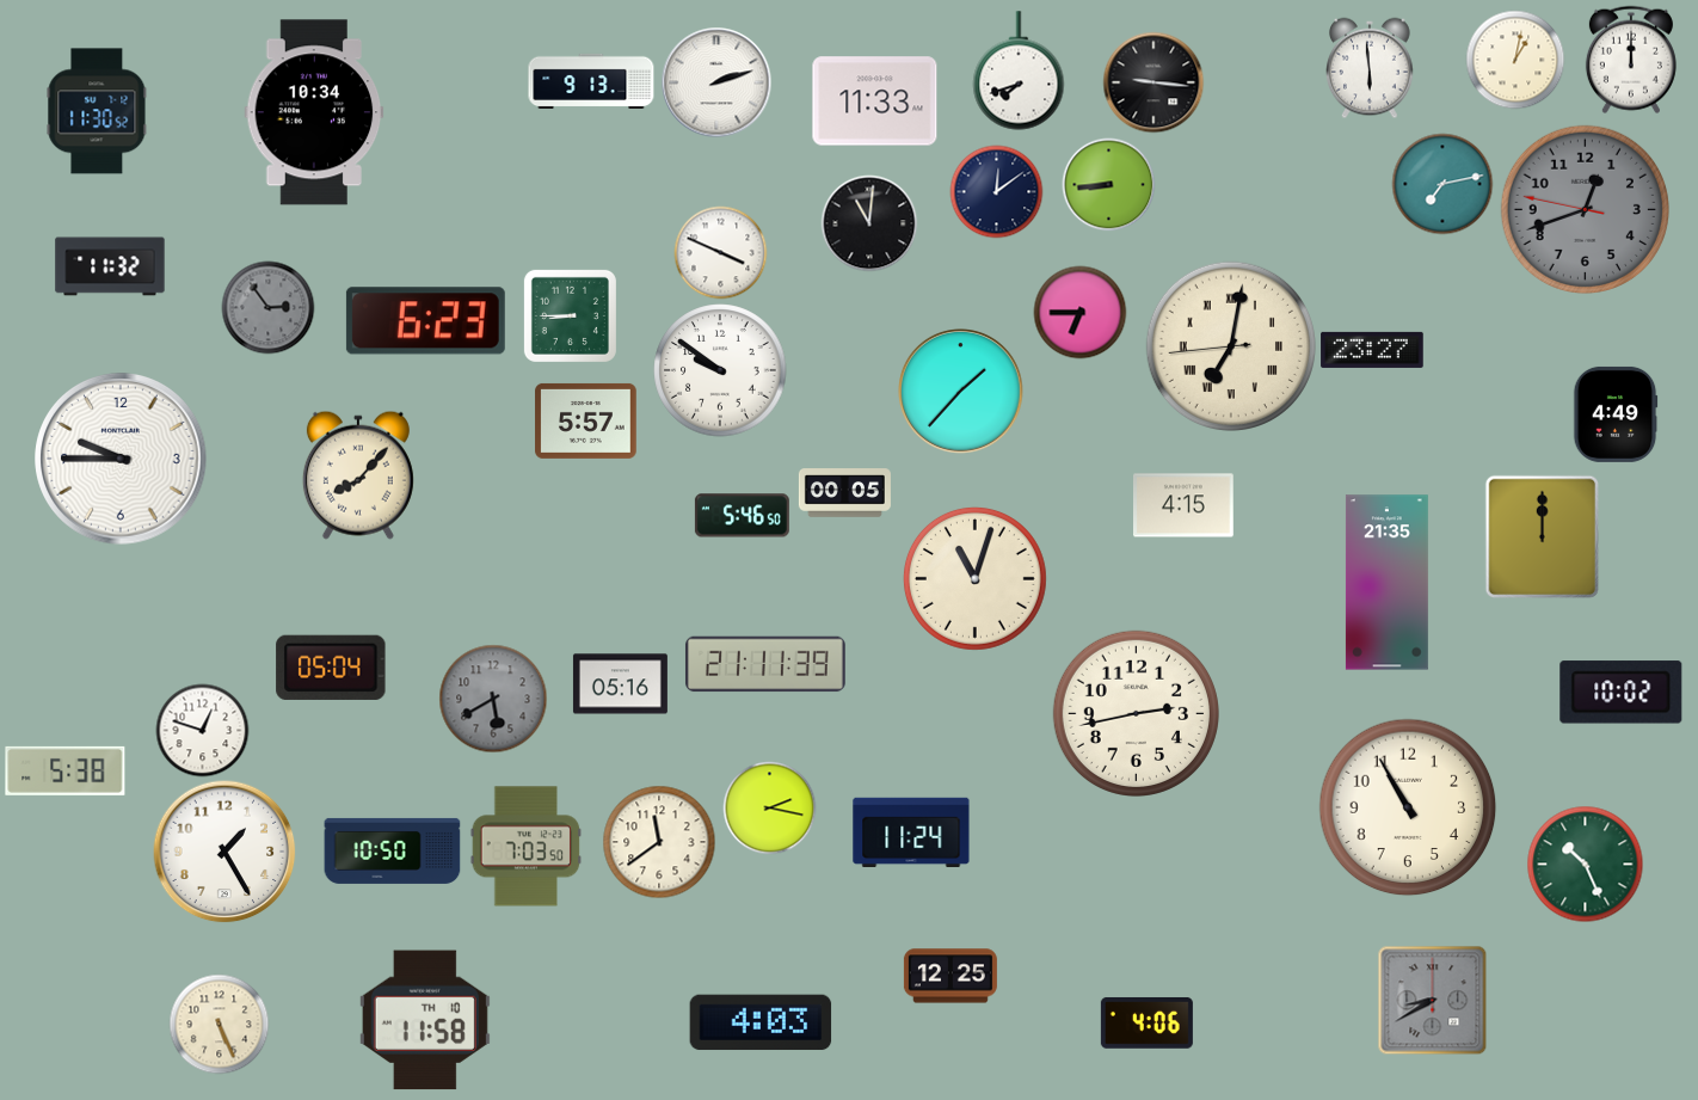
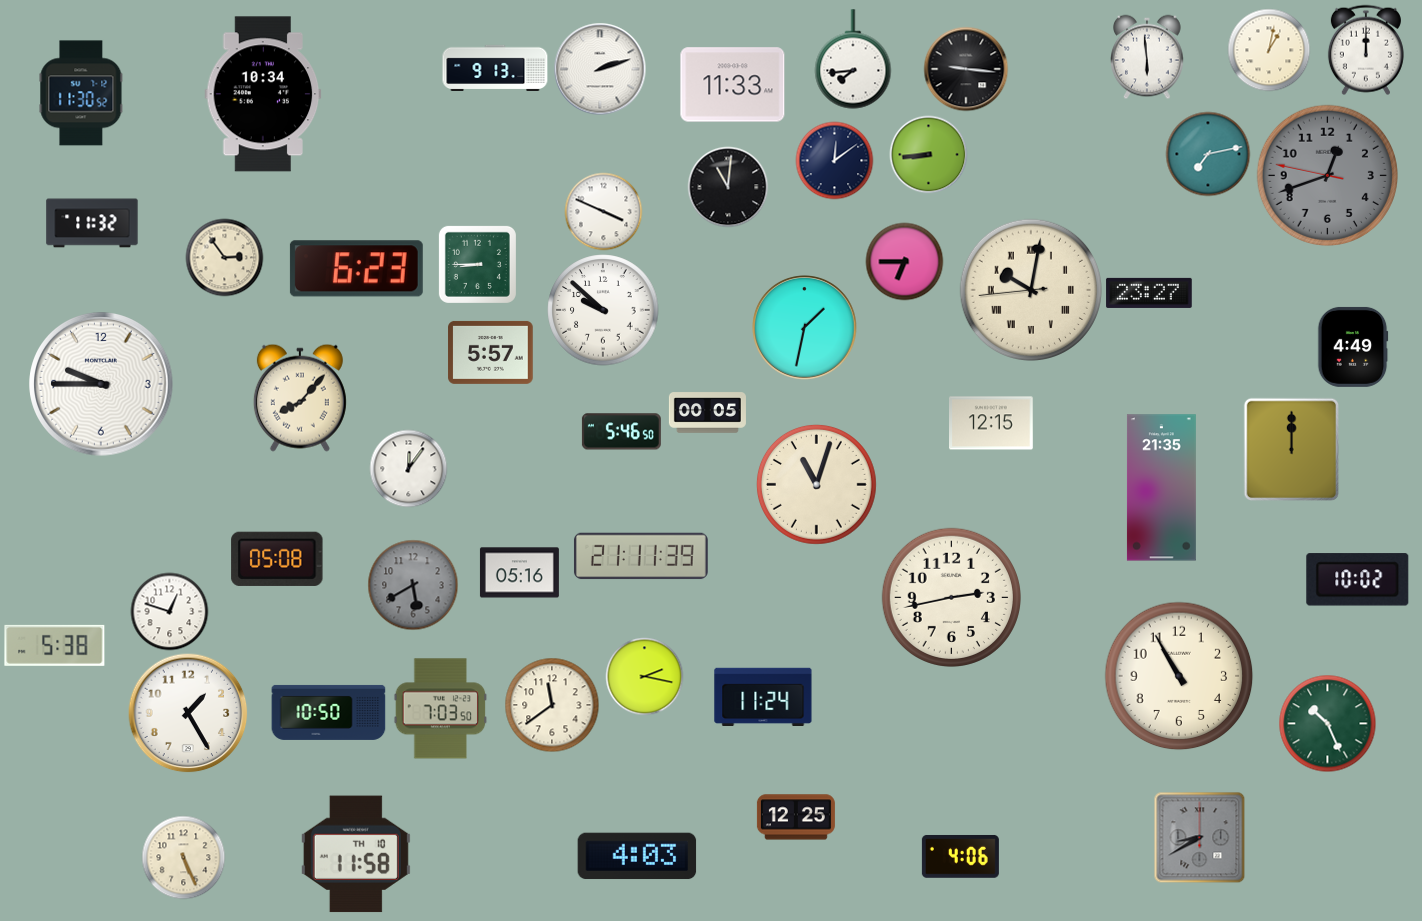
clock at (1019, 70): 7:42 -> 7:44
clock at (267, 307) dial: grey -> cream
clock at (1230, 345): 7:01 -> 10:01
clock at (720, 370): 9:51 -> 9:52
clock at (961, 392): 1:37 -> 1:32
clock at (1183, 505): 4:15 -> 12:15
clock at (408, 468): none -> 12:06
clock at (331, 668): 05:04 -> 05:08
